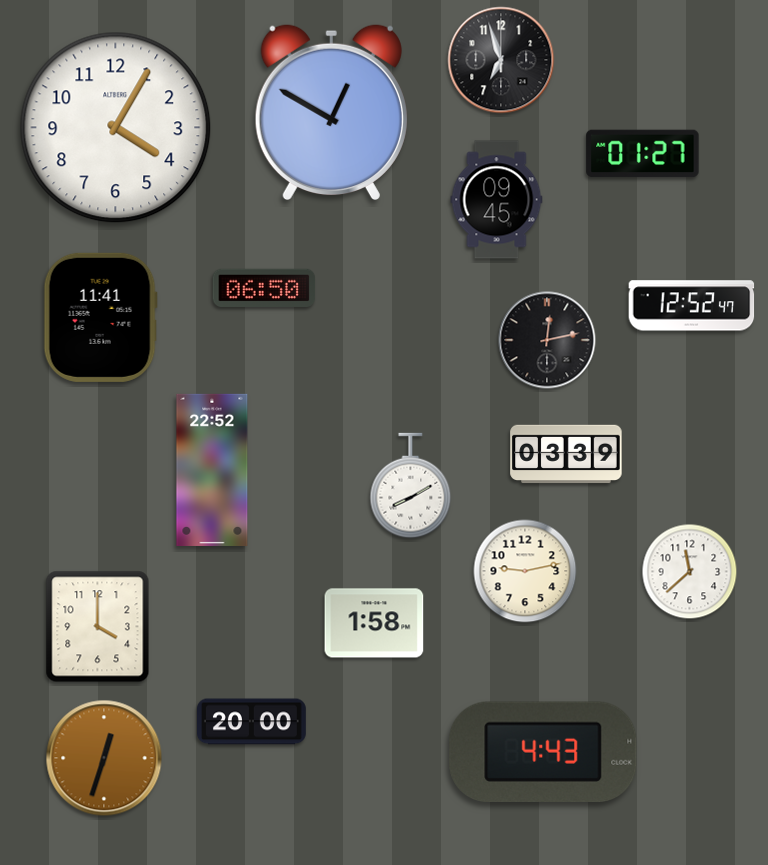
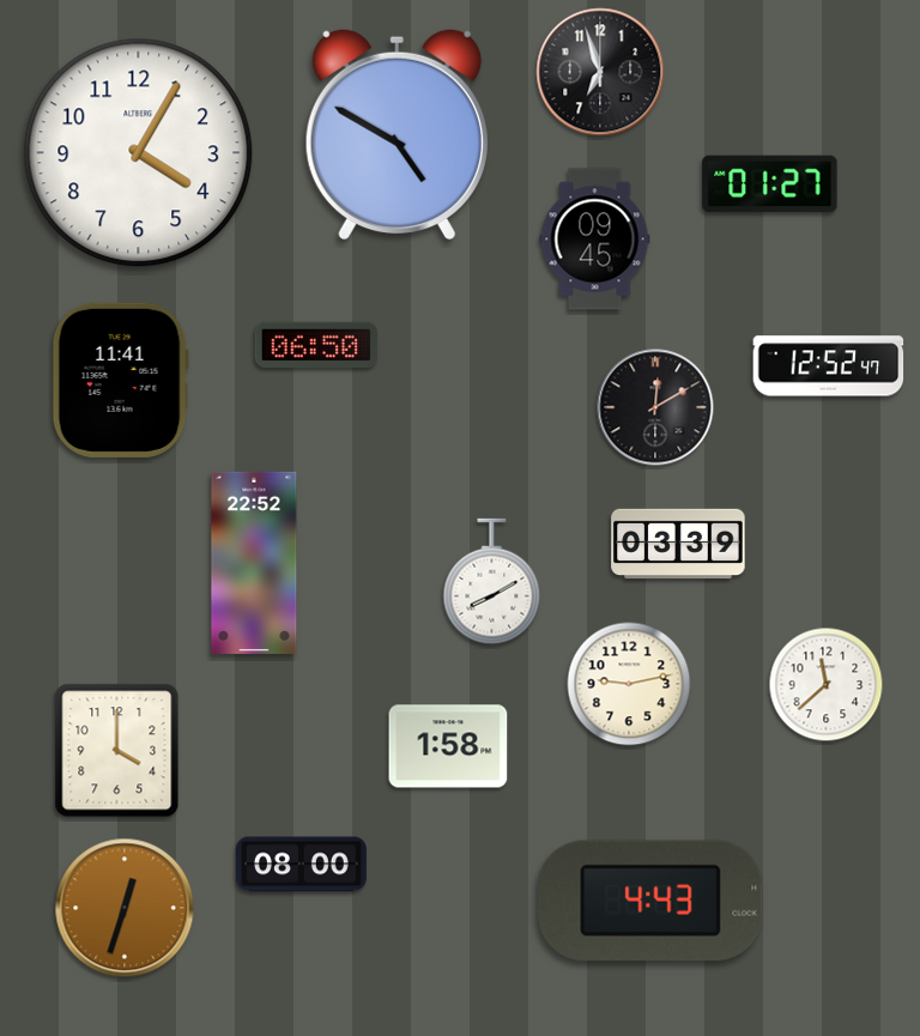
clock at (331, 111): 12:50 -> 4:50
clock at (547, 340): 12:13 -> 12:10
clock at (252, 722): 20:00 -> 08:00
